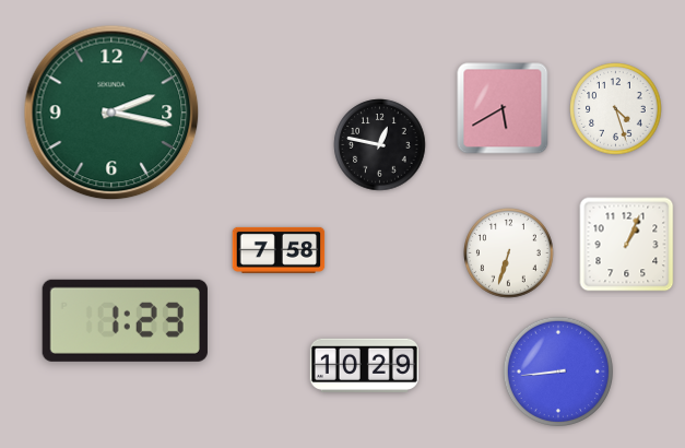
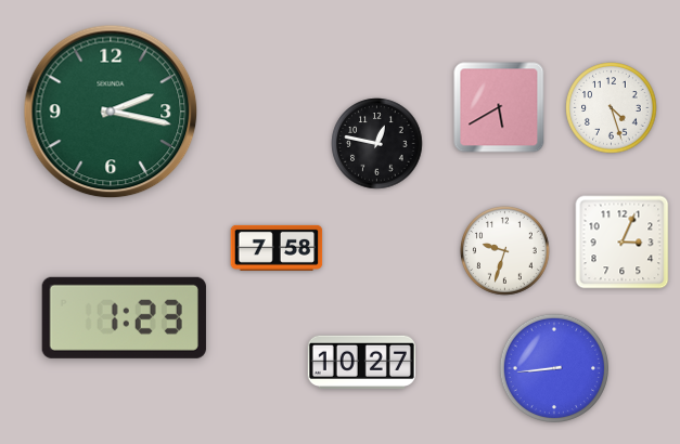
clock at (627, 245): 1:04 -> 3:04
clock at (509, 254): 6:33 -> 9:33
clock at (364, 365): 10:29 -> 10:27
